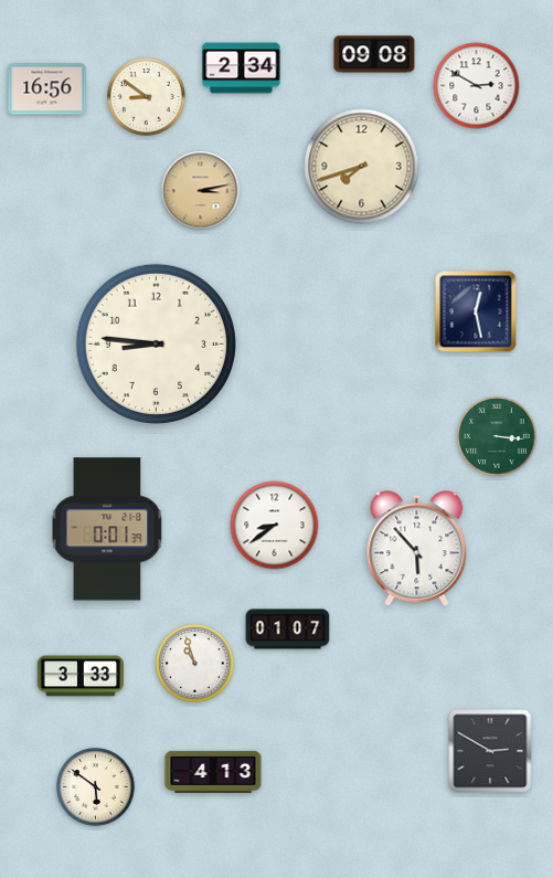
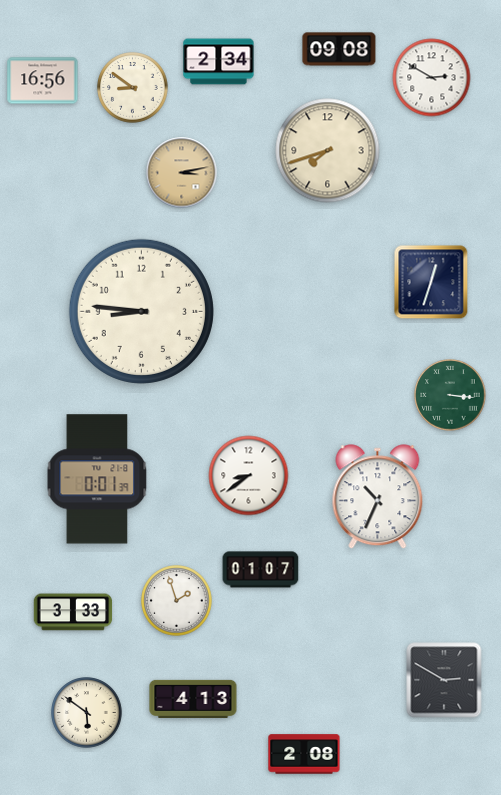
clock at (476, 311): 12:28 -> 12:33
clock at (417, 549): 5:53 -> 10:34
clock at (195, 664): 10:57 -> 1:57
clock at (304, 754): none -> 2:08
